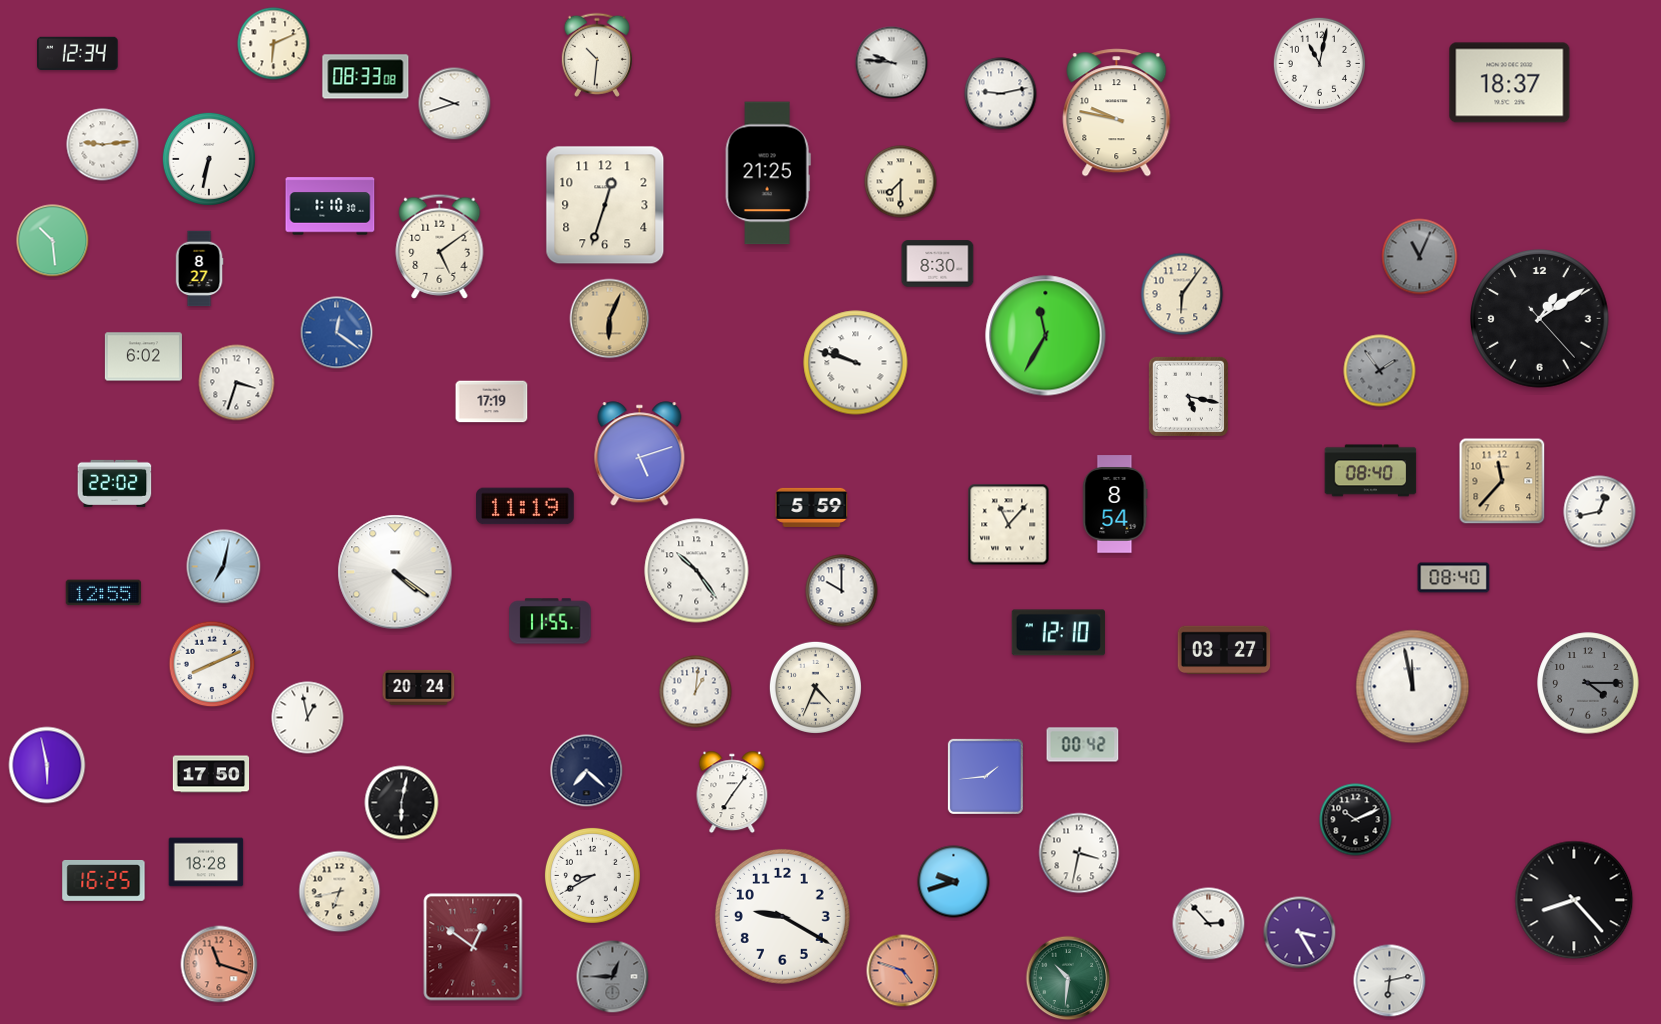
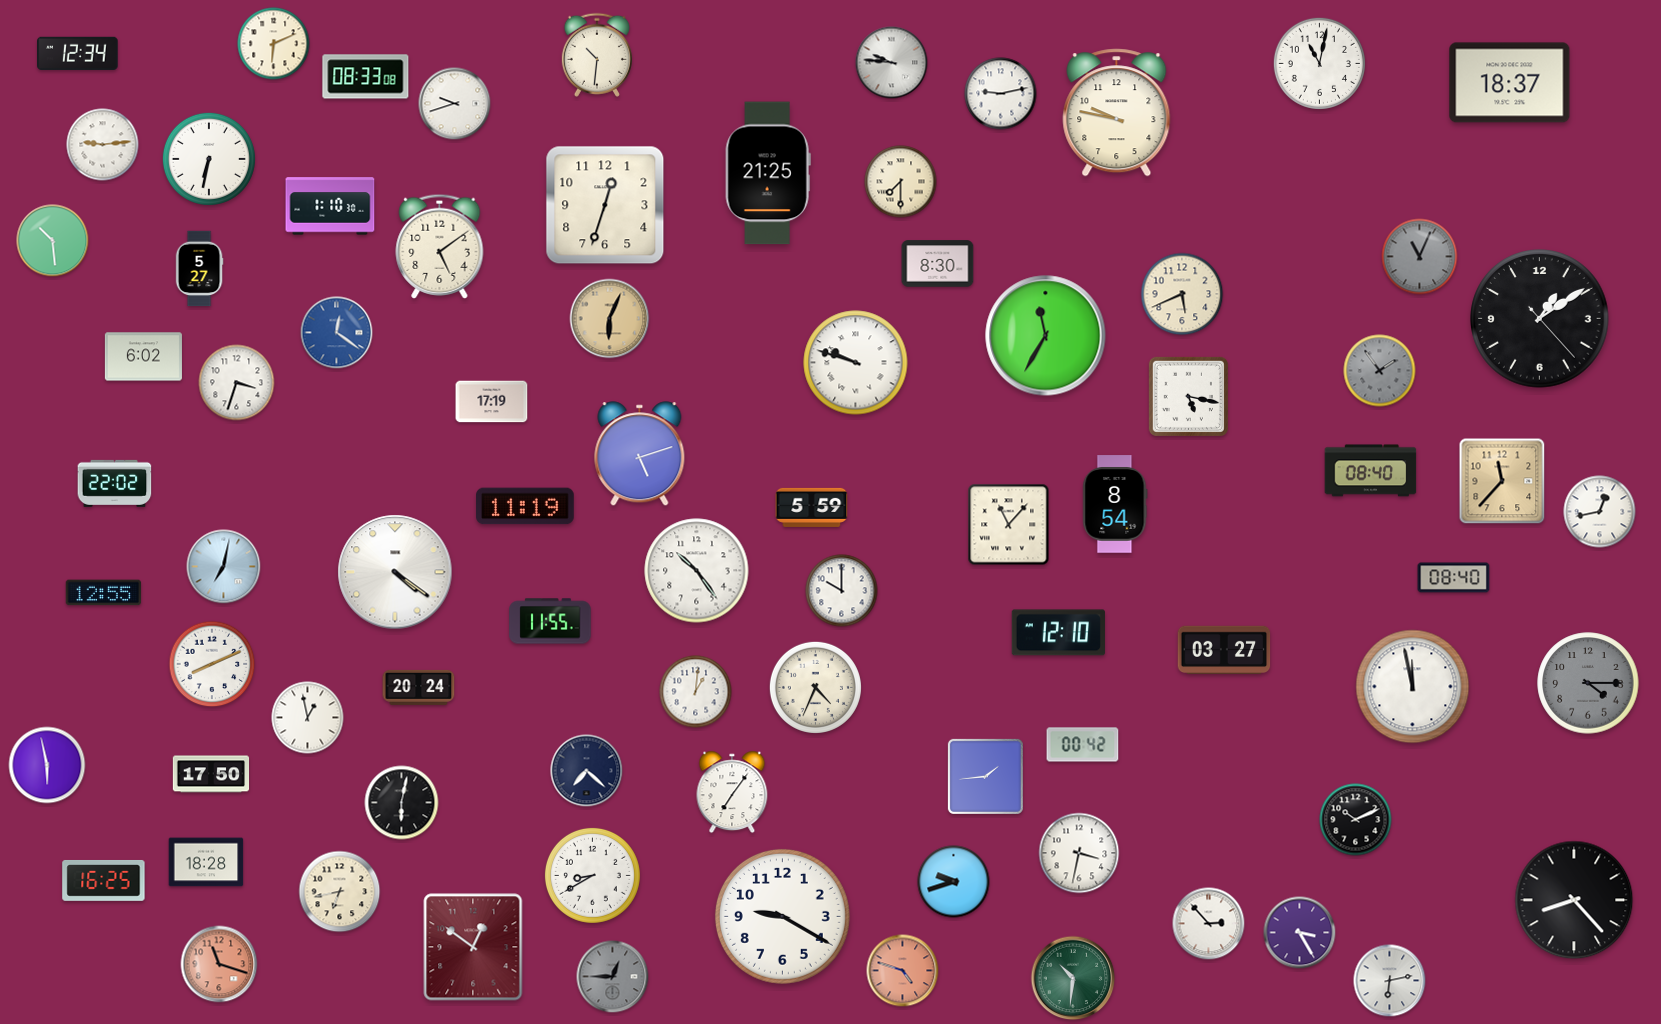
clock at (199, 269): 8:27 -> 5:27
clock at (1182, 294): 6:06 -> 5:41
clock at (1068, 978) position: (1068, 978) -> (1073, 978)
